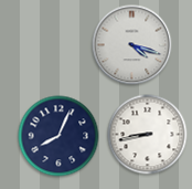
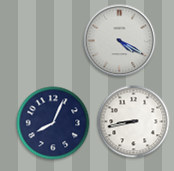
clock at (132, 45): 4:18 -> 4:20
